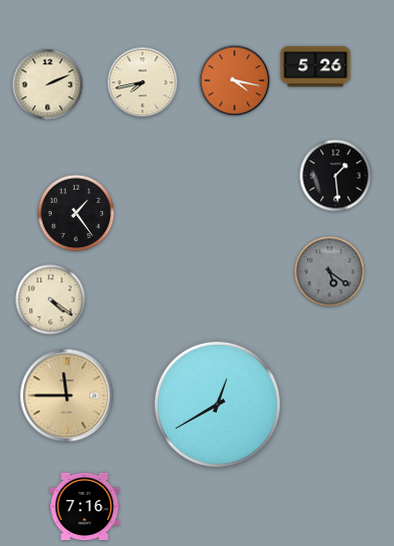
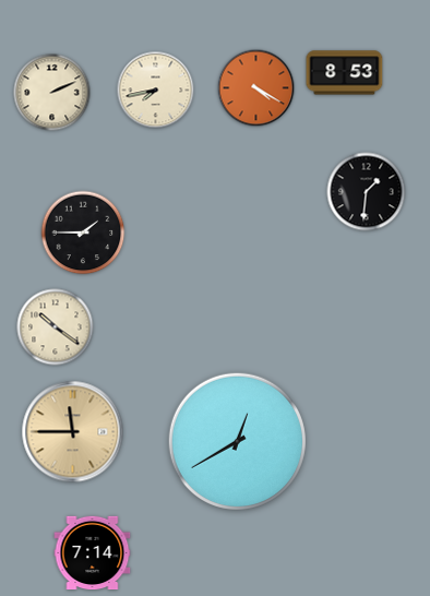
clock at (316, 67): 5:26 -> 8:53
clock at (235, 81): 4:17 -> 4:20
clock at (336, 176): 1:29 -> 1:31
clock at (76, 213): 1:24 -> 1:45
clock at (330, 272): 5:21 -> none
clock at (51, 300): 4:21 -> 10:21
clock at (85, 507): 7:16 -> 7:14
